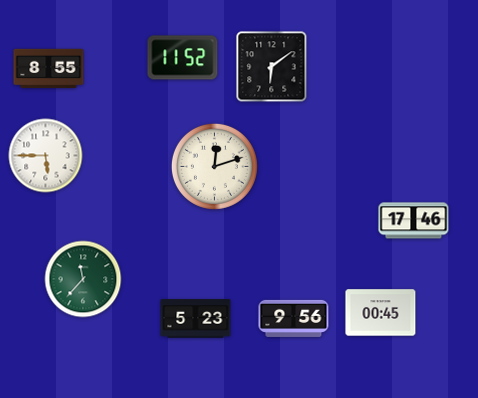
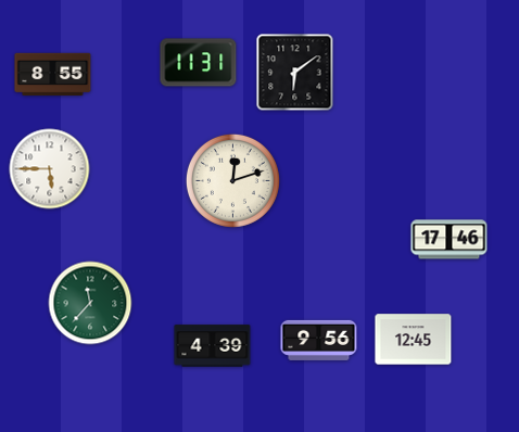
clock at (183, 58): 11:52 -> 11:31
clock at (381, 313): 00:45 -> 12:45
clock at (294, 318) position: (294, 318) -> (319, 340)
clock at (196, 319): 5:23 -> 4:39
